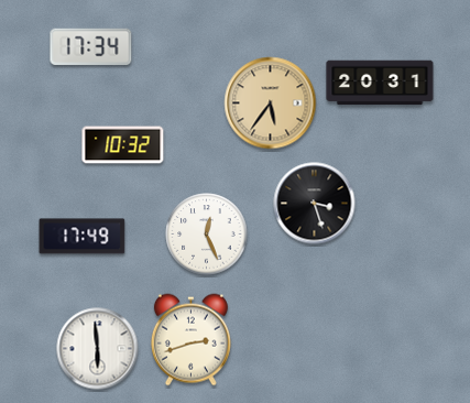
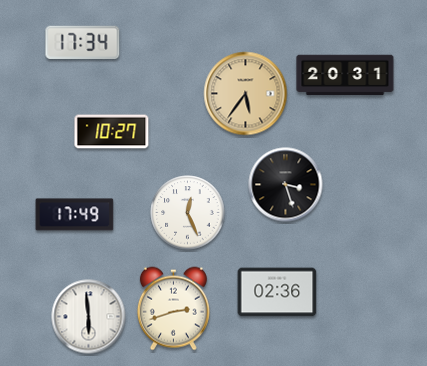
clock at (123, 145): 10:32 -> 10:27
clock at (277, 292): none -> 02:36
